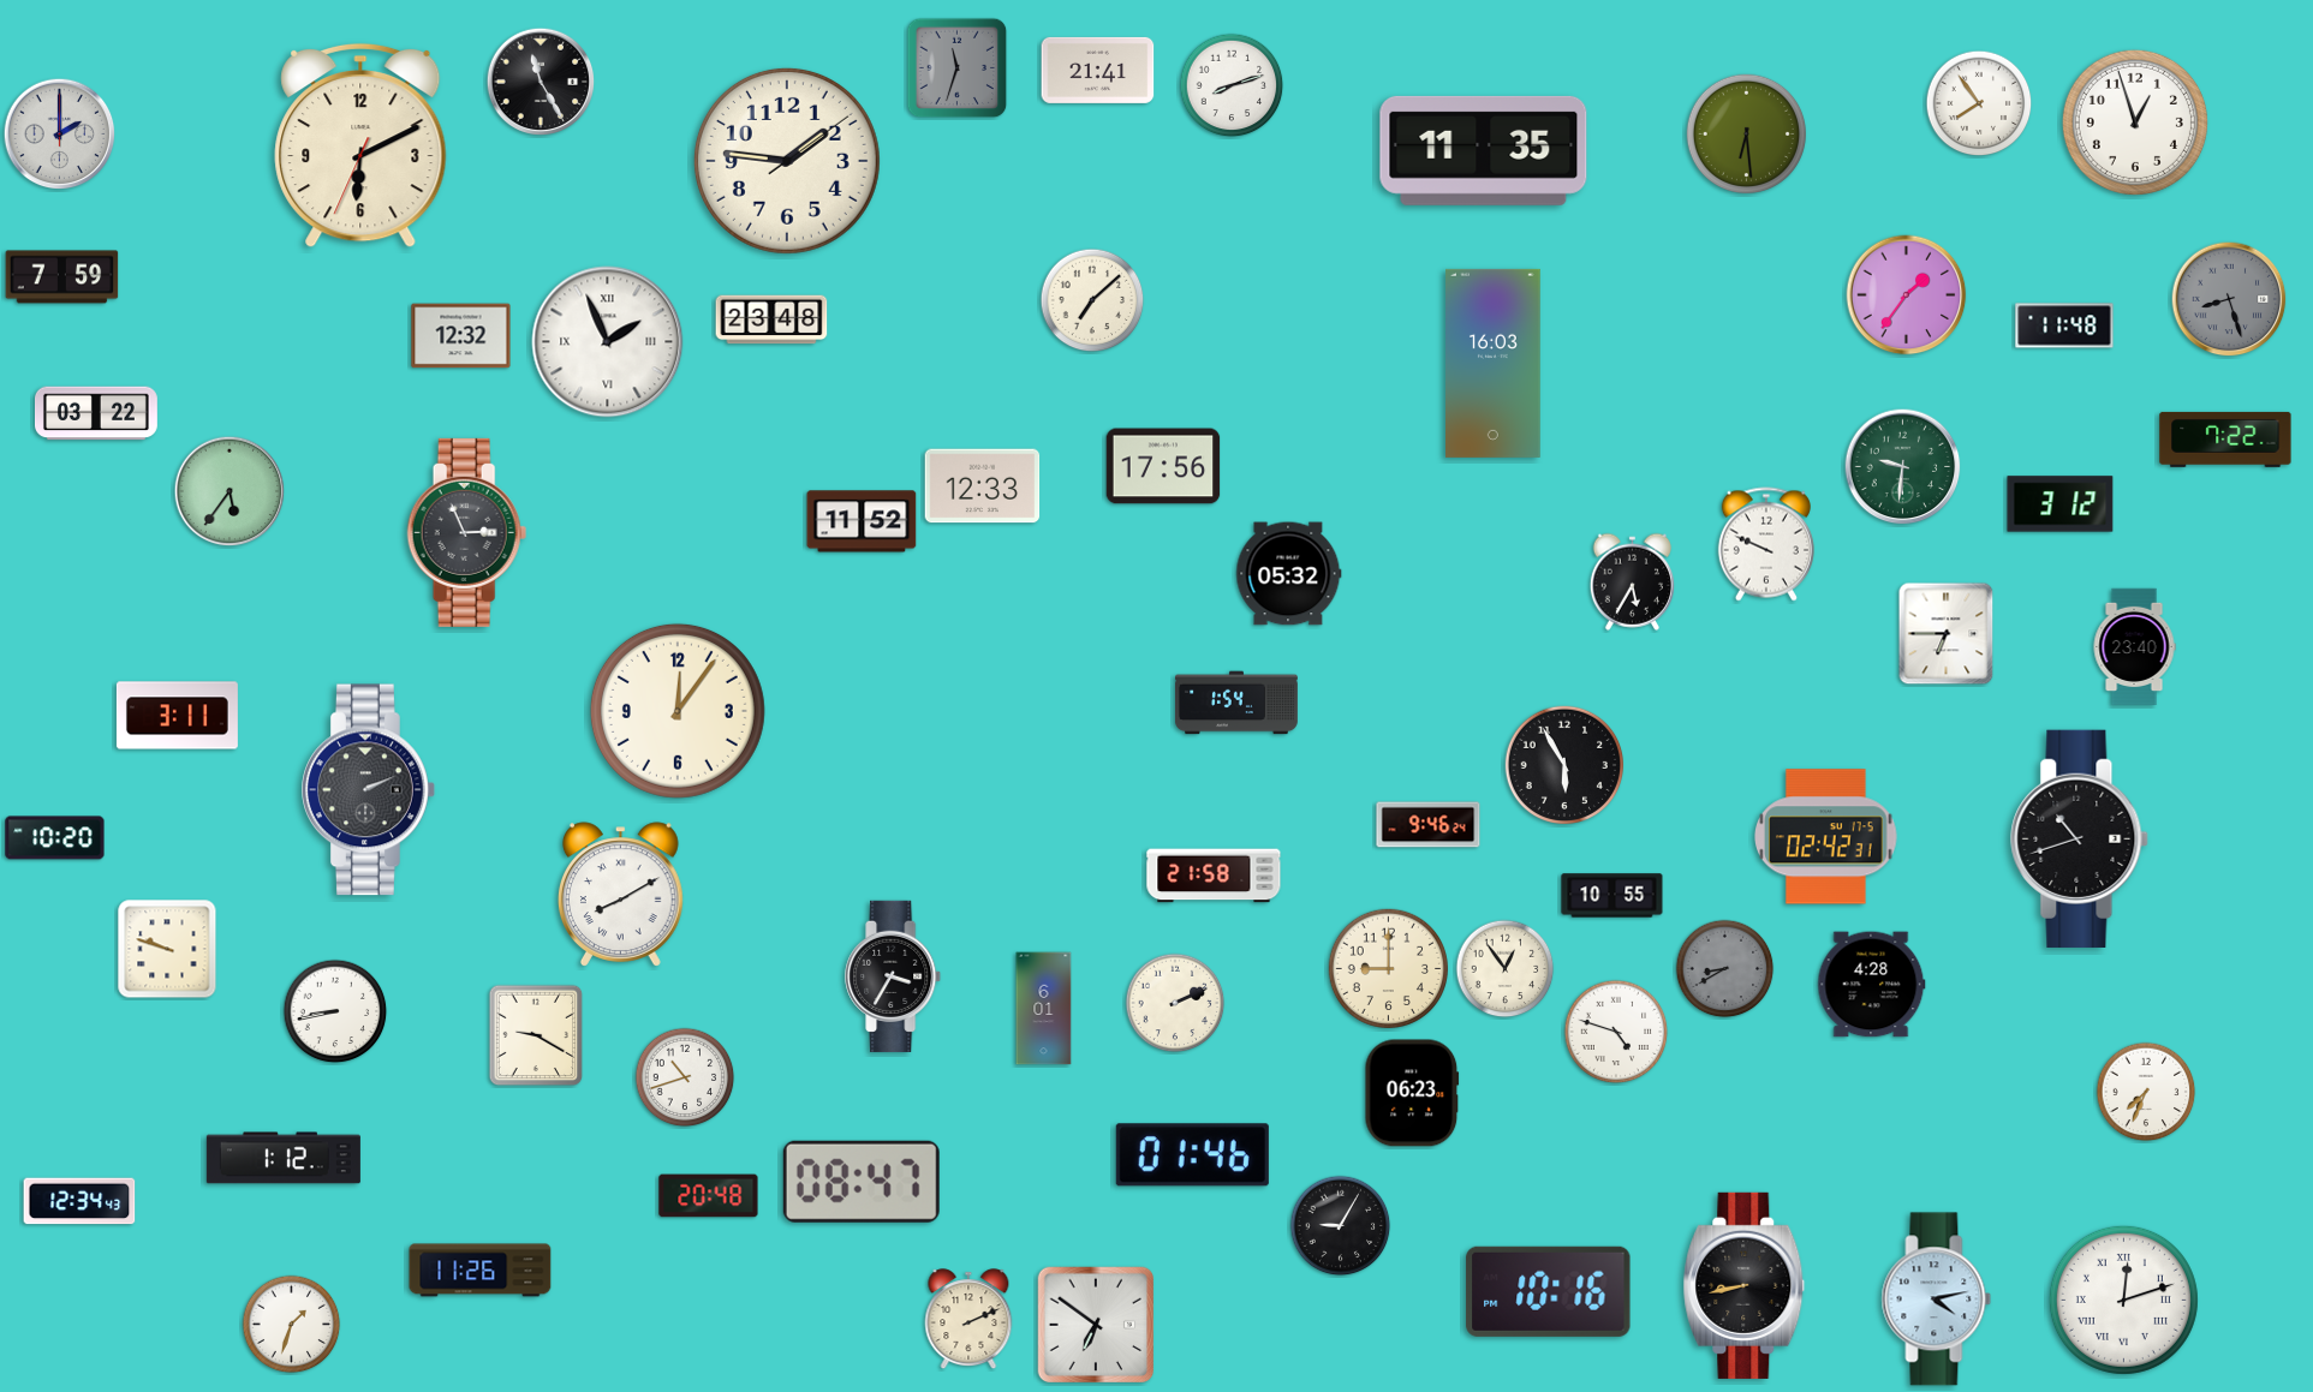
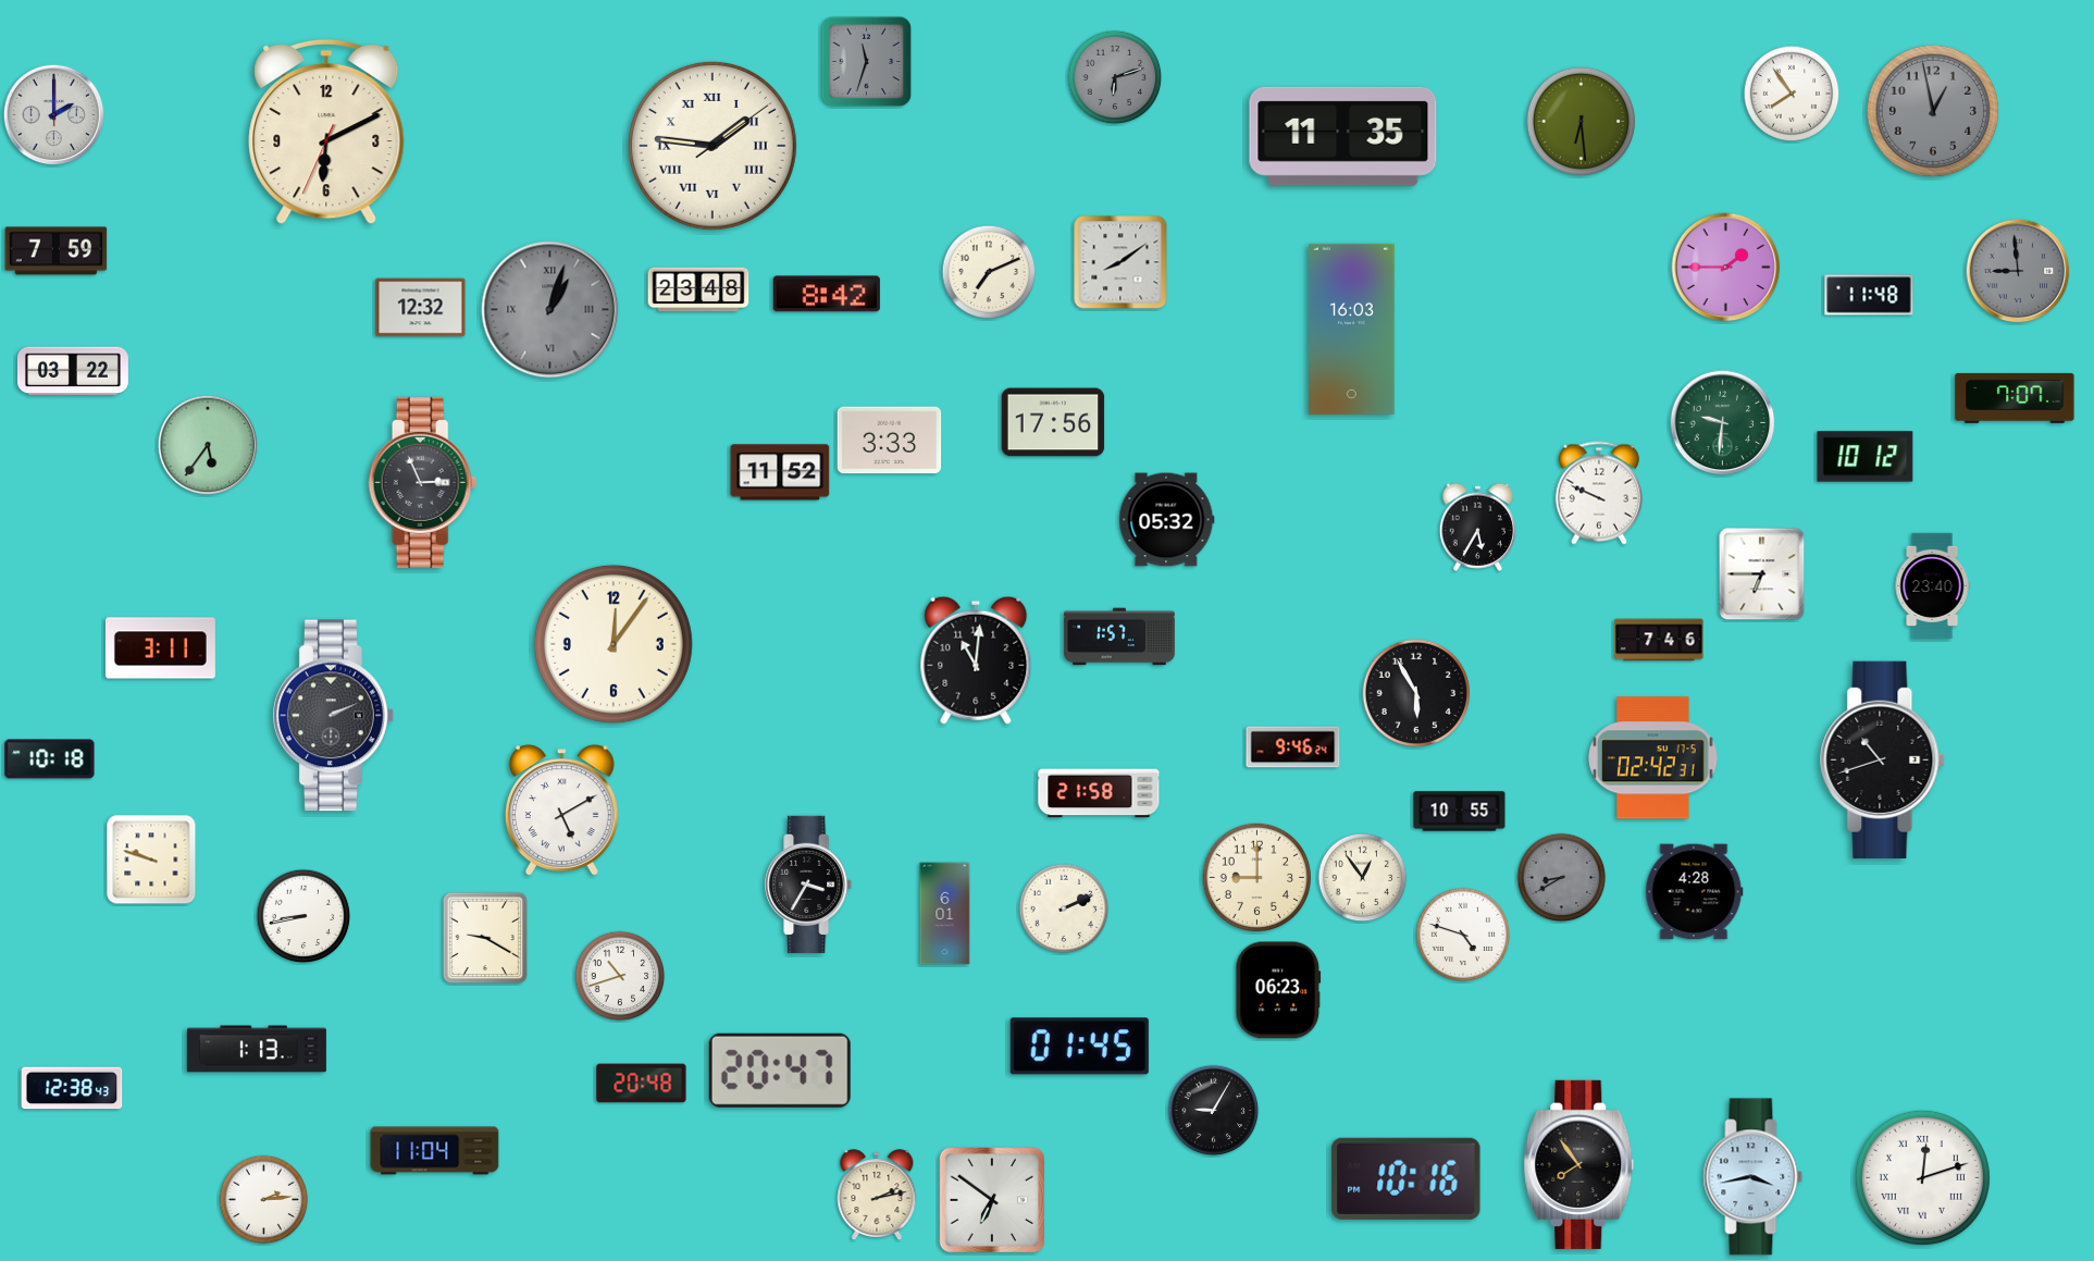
clock at (1098, 70): 21:41 -> none
clock at (541, 82): 11:25 -> none
clock at (1232, 85): 8:12 -> 6:12
clock at (1232, 85) dial: white -> grey
clock at (2135, 123): 12:57 -> 12:58
clock at (2135, 123) dial: white -> grey
clock at (60, 135) position: (60, 135) -> (54, 115)
clock at (787, 161) numerals: Arabic -> Roman
clock at (1120, 262): none -> 8:09
clock at (1907, 295): 1:36 -> 1:45
clock at (2229, 299): 8:27 -> 8:59
clock at (1092, 300): 7:08 -> 7:11
clock at (827, 294): none -> 8:42
clock at (461, 336) position: (461, 336) -> (421, 308)
clock at (608, 342): 1:56 -> 1:03
clock at (608, 342) dial: white -> grey
clock at (97, 413) position: (97, 413) -> (74, 371)
clock at (2225, 440): 7:22 -> 7:07
clock at (983, 486): 12:33 -> 3:33
clock at (2061, 504): 3:12 -> 10:12
clock at (1238, 703): 1:54 -> 1:57
clock at (1659, 640): none -> 7:46
clock at (976, 660): none -> 11:01
clock at (55, 838): 10:20 -> 10:18
clock at (620, 895): 8:10 -> 5:10
clock at (2146, 1092): 7:34 -> none
clock at (1192, 1155): 01:46 -> 01:45
clock at (284, 1158): 1:12 -> 1:13
clock at (862, 1182): 08:47 -> 20:47
clock at (79, 1201): 12:34 -> 12:38
clock at (481, 1271): 11:26 -> 11:04
clock at (1745, 1285): 8:43 -> 7:54
clock at (1549, 1291) position: (1549, 1291) -> (1407, 1178)
clock at (1937, 1300): 4:13 -> 3:43
clock at (968, 1320): 2:11 -> 2:13
clock at (292, 1325): 1:33 -> 2:14
